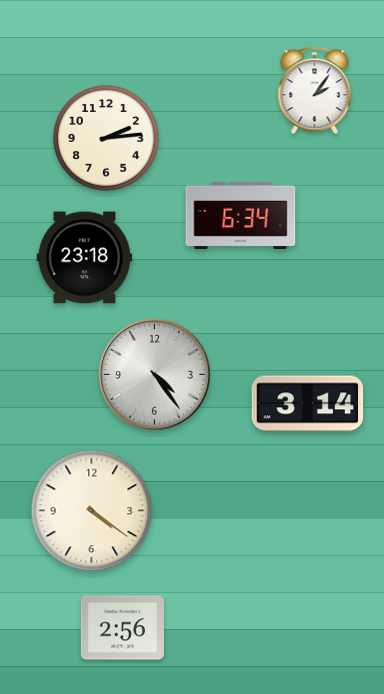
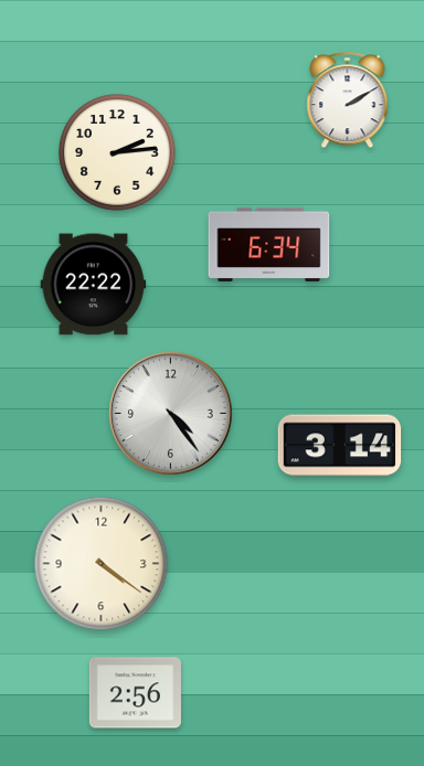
clock at (315, 91): 2:06 -> 2:10
clock at (241, 215) position: (241, 215) -> (269, 244)
clock at (85, 258): 23:18 -> 22:22
